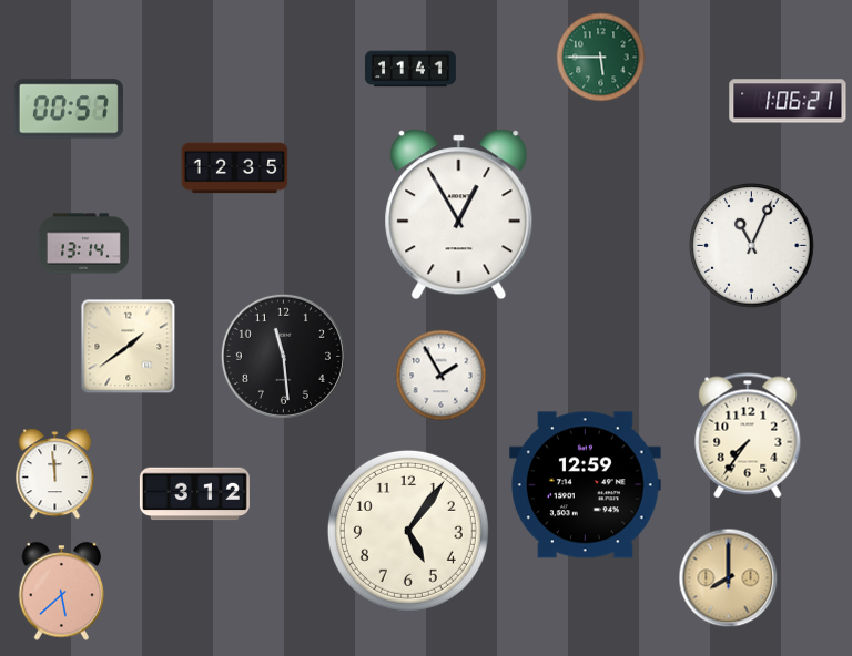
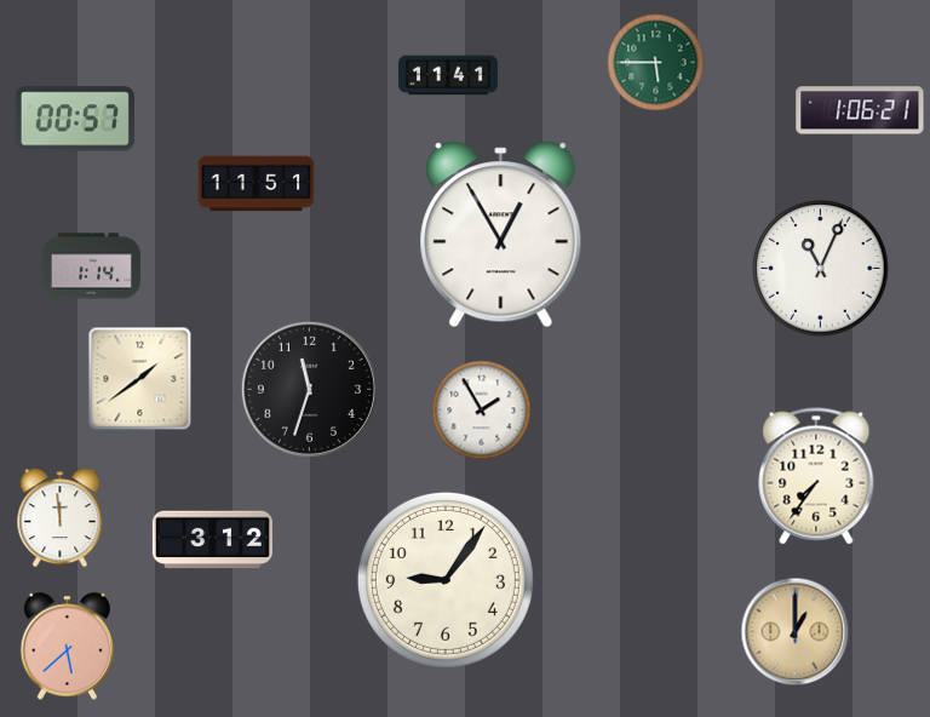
clock at (235, 168): 12:35 -> 11:51
clock at (83, 244): 13:14 -> 1:14
clock at (283, 356): 11:29 -> 11:33
clock at (585, 485): 12:59 -> none
clock at (408, 531): 5:06 -> 9:06
clock at (729, 578): 8:00 -> 1:00
